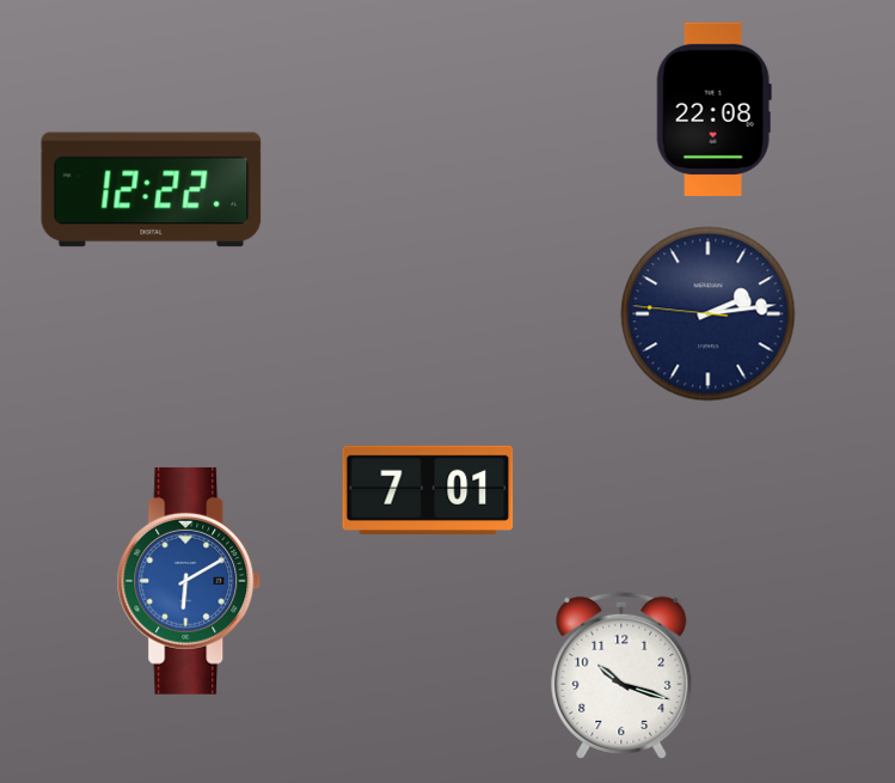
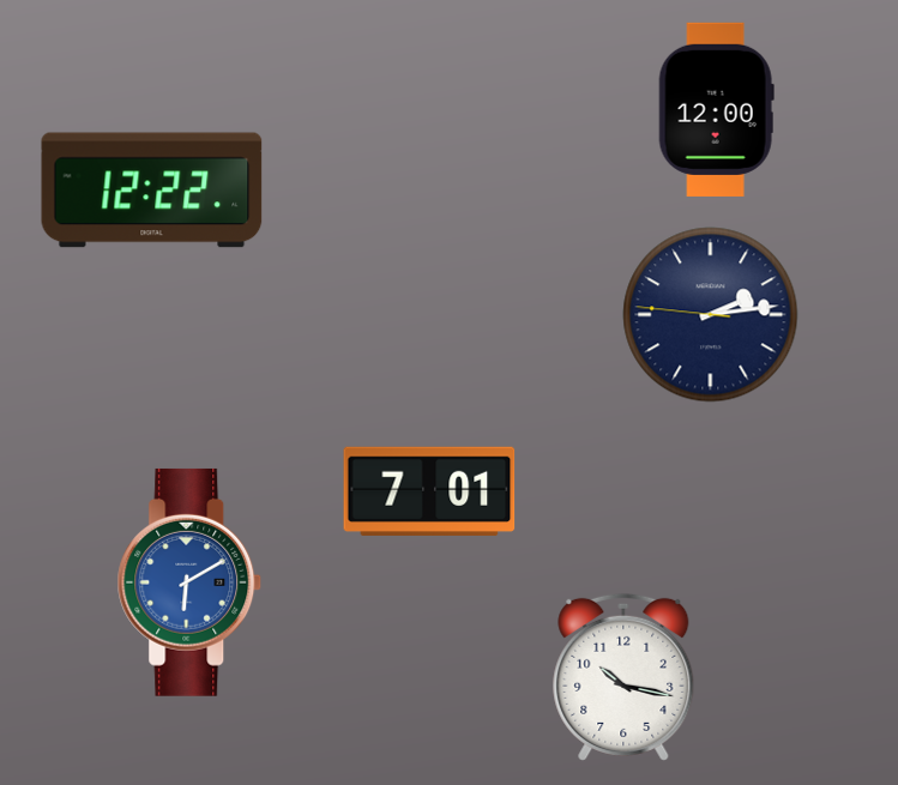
clock at (713, 109): 22:08 -> 12:00
clock at (621, 675): 10:18 -> 10:17
